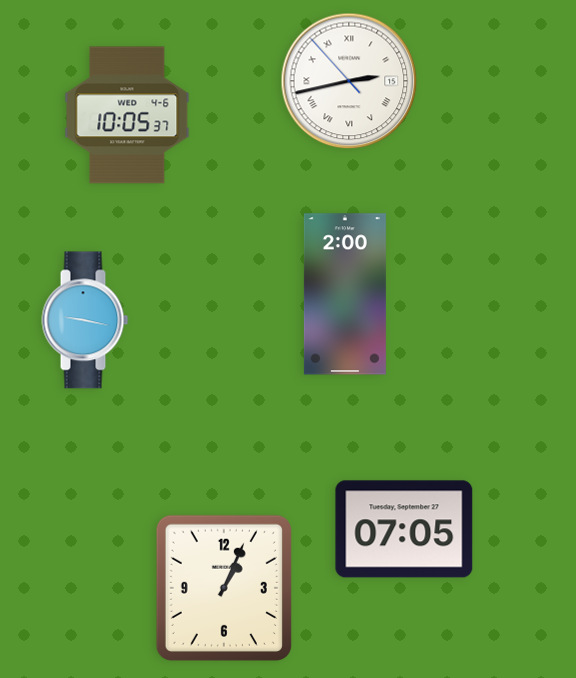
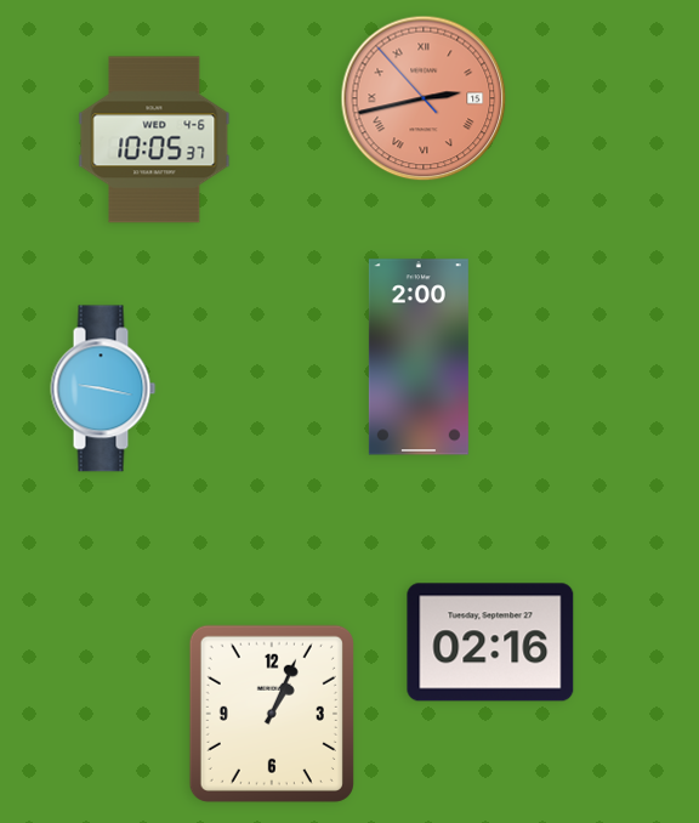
clock at (349, 81) dial: white -> salmon
clock at (404, 529): 07:05 -> 02:16
